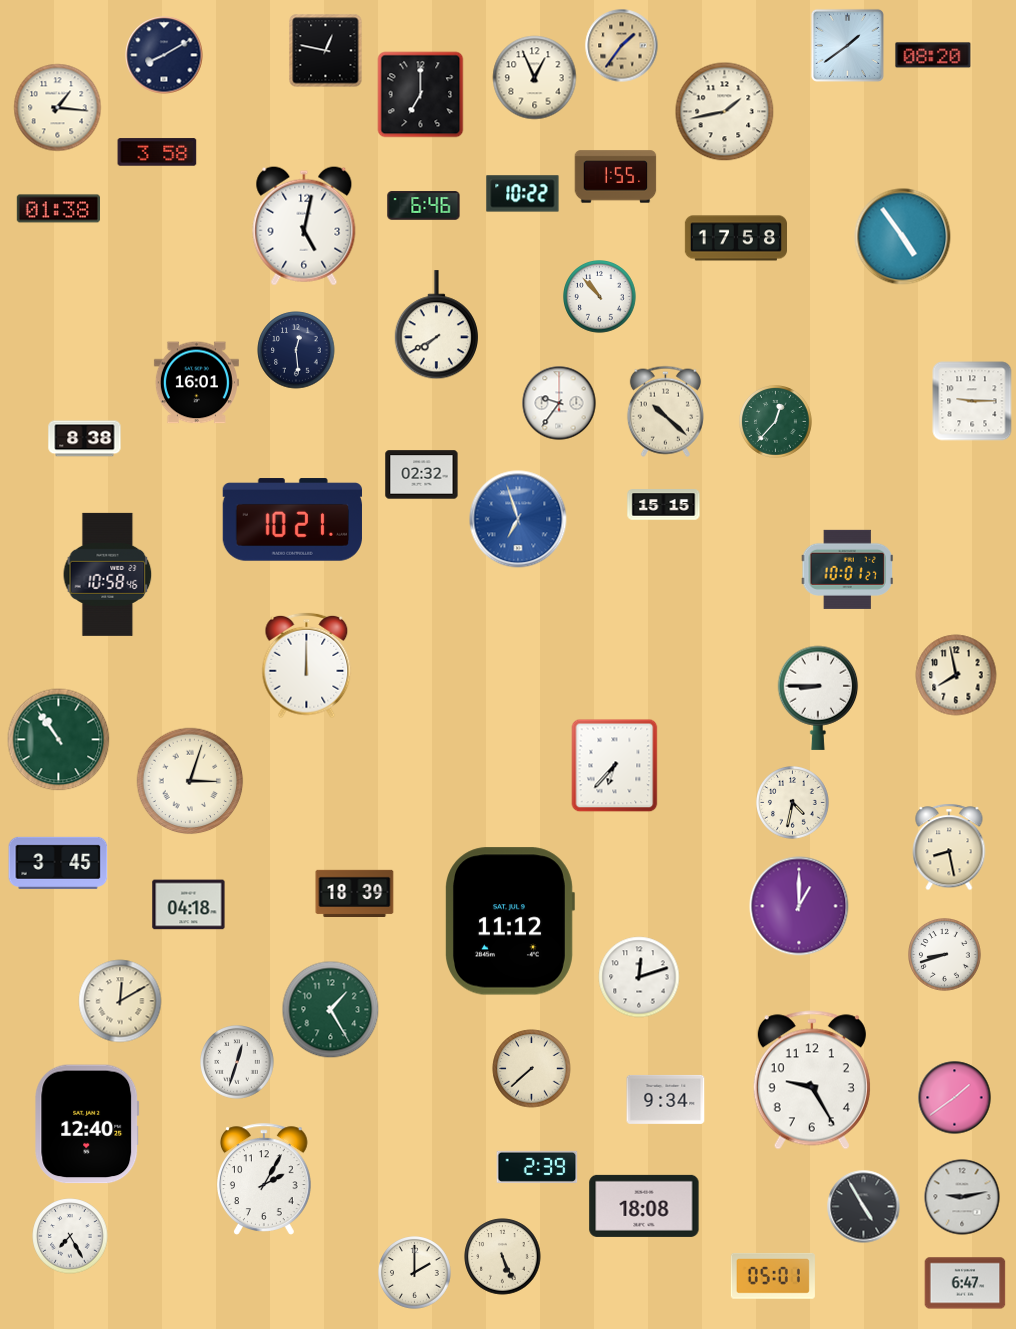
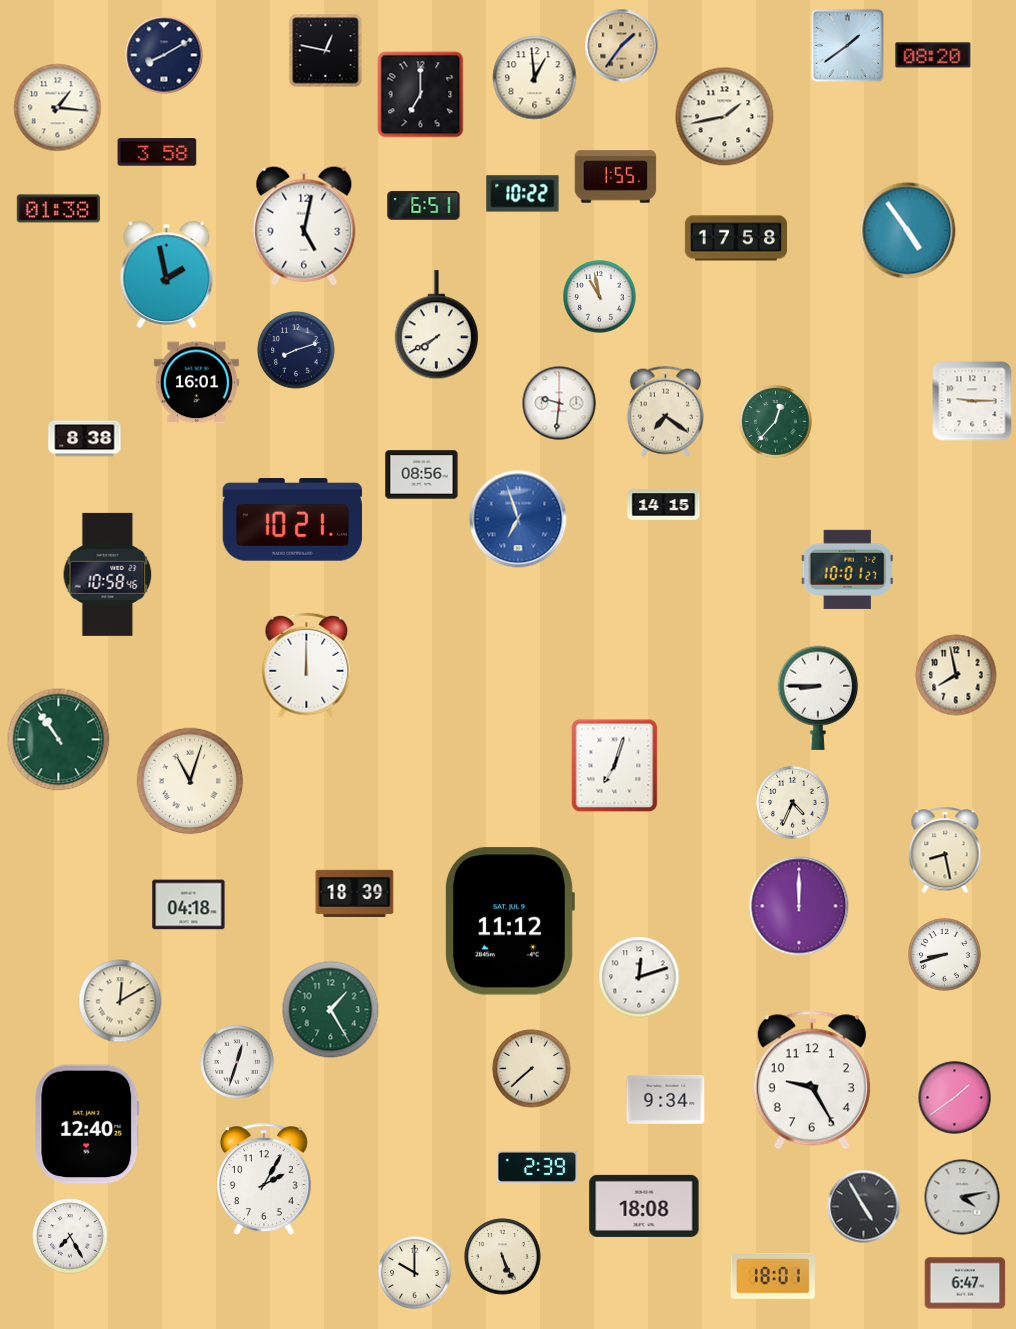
clock at (535, 78): 12:56 -> 12:59
clock at (725, 112) position: (725, 112) -> (725, 117)
clock at (424, 206): 6:46 -> 6:51
clock at (903, 237) position: (903, 237) -> (908, 231)
clock at (167, 274): none -> 1:58
clock at (600, 297): 10:53 -> 10:58
clock at (296, 350): 12:29 -> 8:12
clock at (559, 403): 9:36 -> 9:31
clock at (665, 411): 10:22 -> 7:21
clock at (422, 475): 02:32 -> 08:56
clock at (664, 505): 15:15 -> 14:15
clock at (615, 766): 6:37 -> 7:03
clock at (190, 781): 3:03 -> 11:03
clock at (793, 803): 4:32 -> 4:34
clock at (949, 847) position: (949, 847) -> (945, 850)
clock at (58, 863): 3:45 -> none
clock at (799, 906): 1:00 -> 12:00
clock at (962, 1197): 9:13 -> 4:13
clock at (415, 1273): 2:00 -> 10:00
clock at (773, 1276): 05:01 -> 18:01
